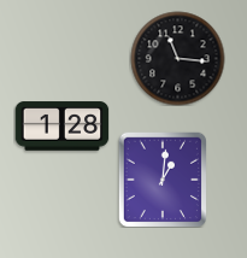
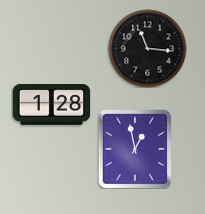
clock at (161, 180): 1:01 -> 12:58
